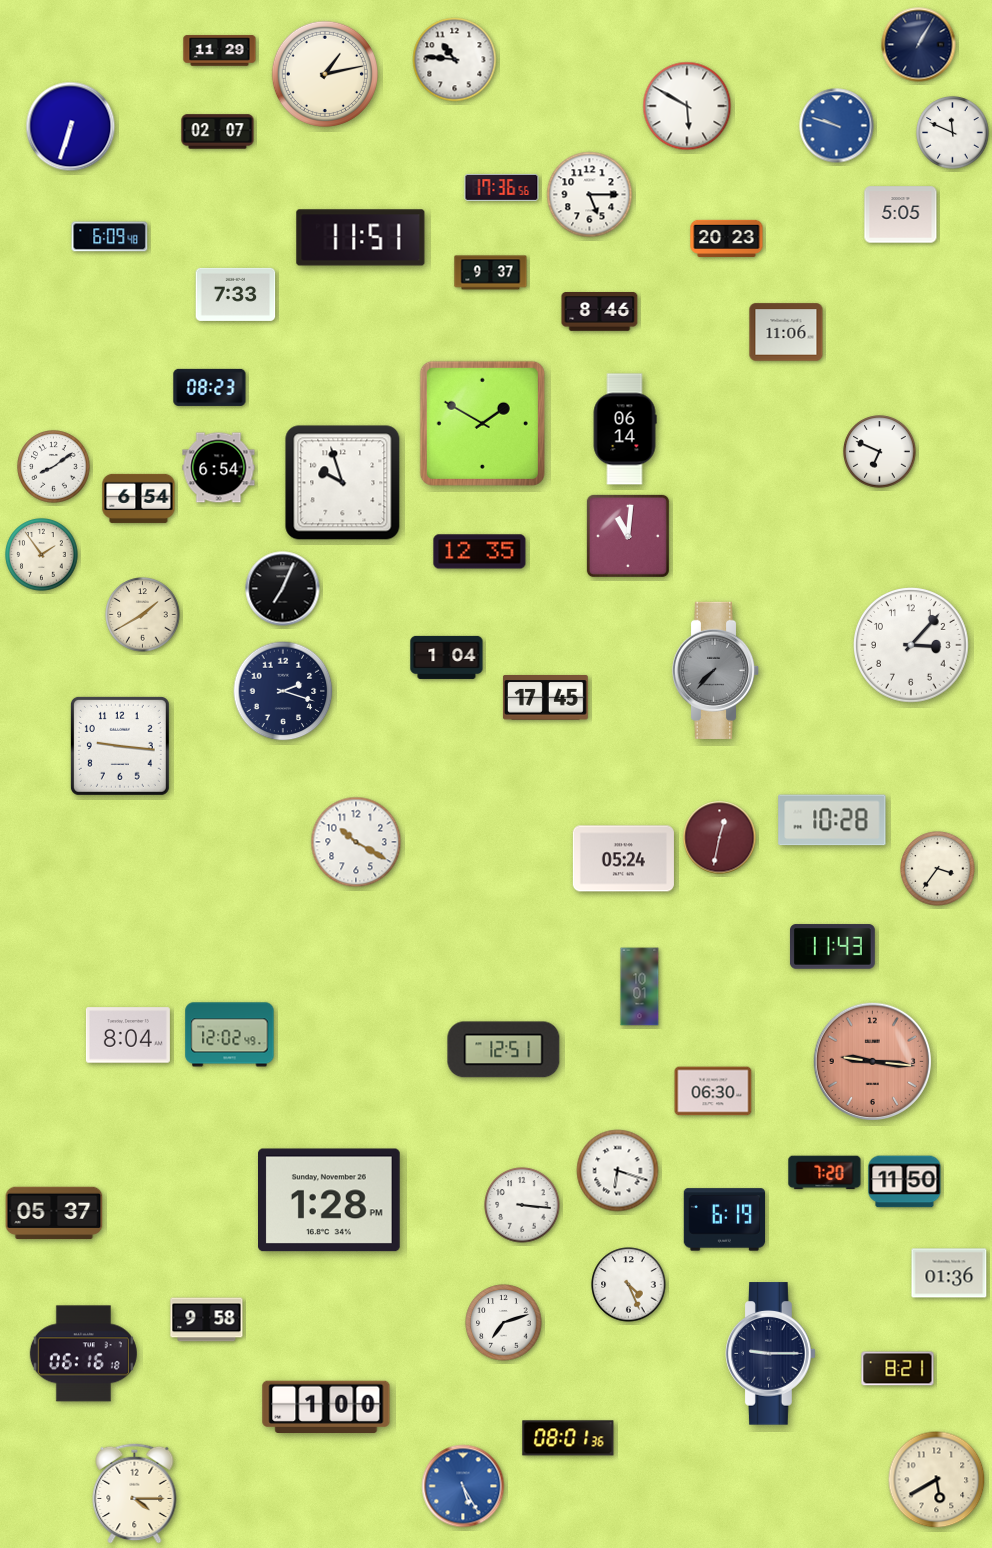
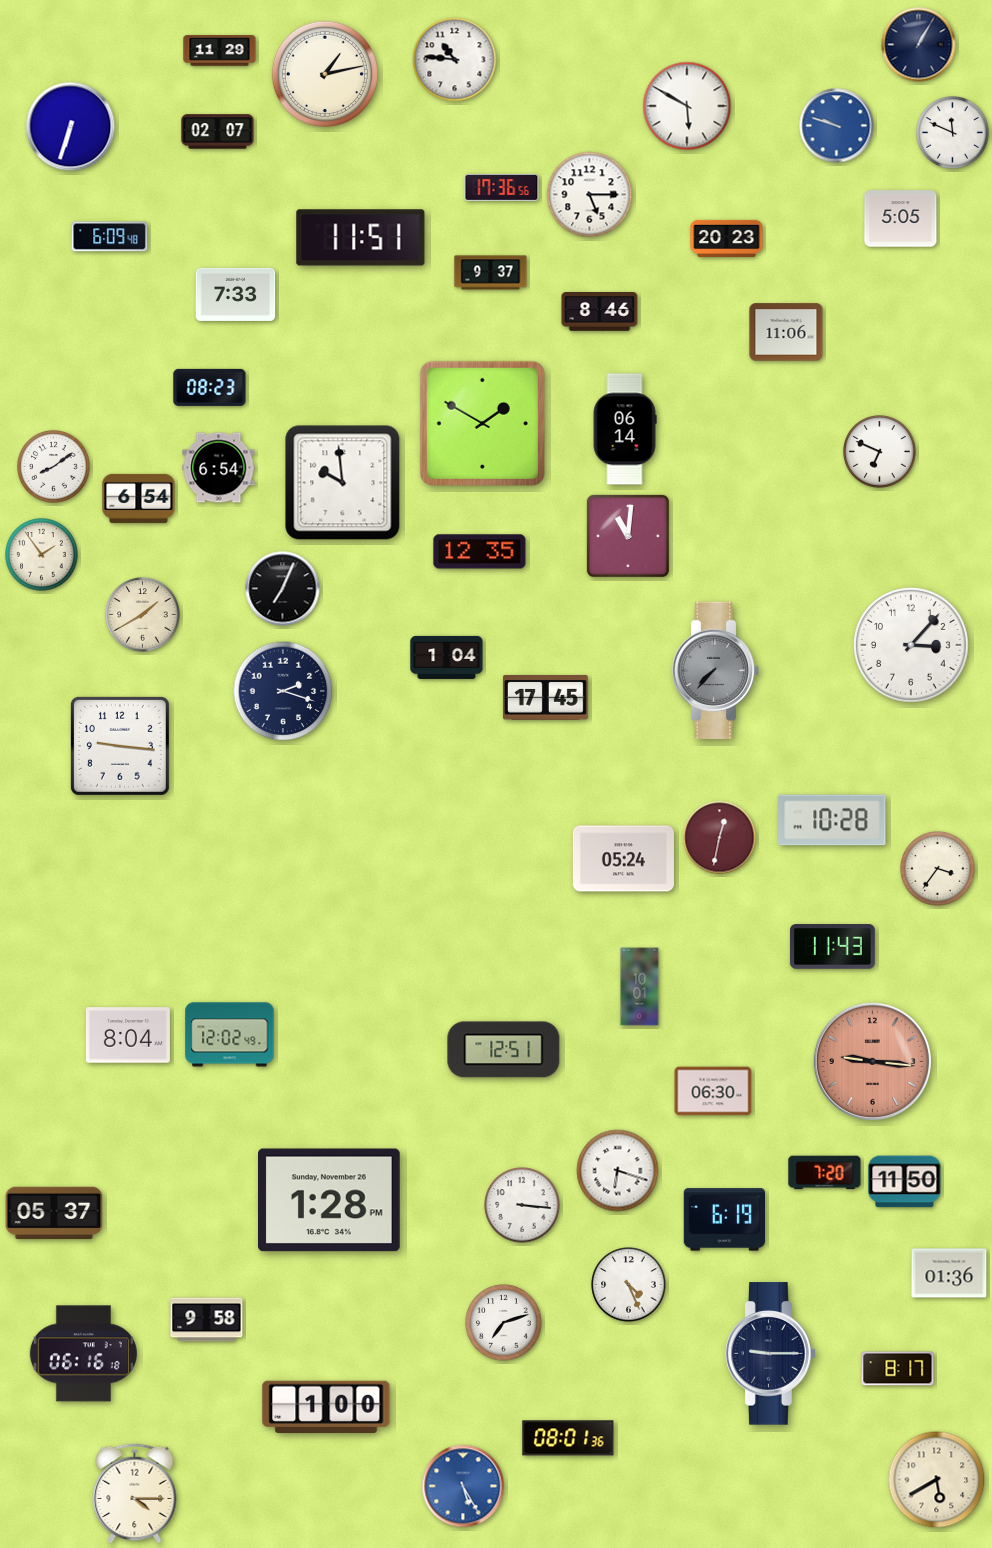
clock at (901, 215) position: (901, 215) -> (901, 219)
clock at (343, 483): 9:57 -> 9:59
clock at (356, 842): 10:20 -> none
clock at (898, 1369): 8:21 -> 8:17
